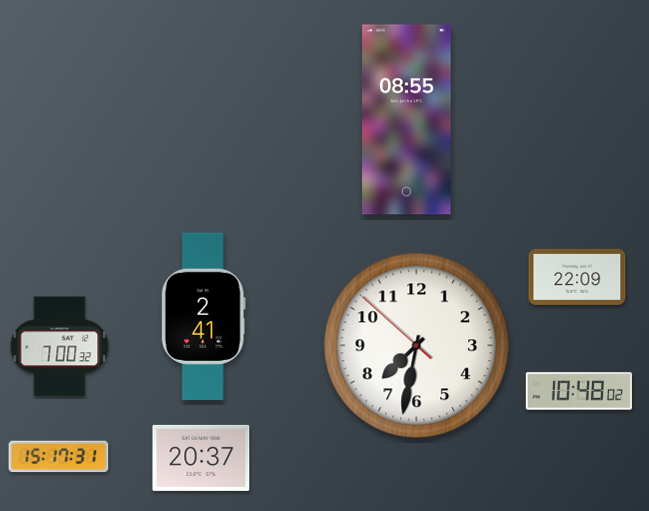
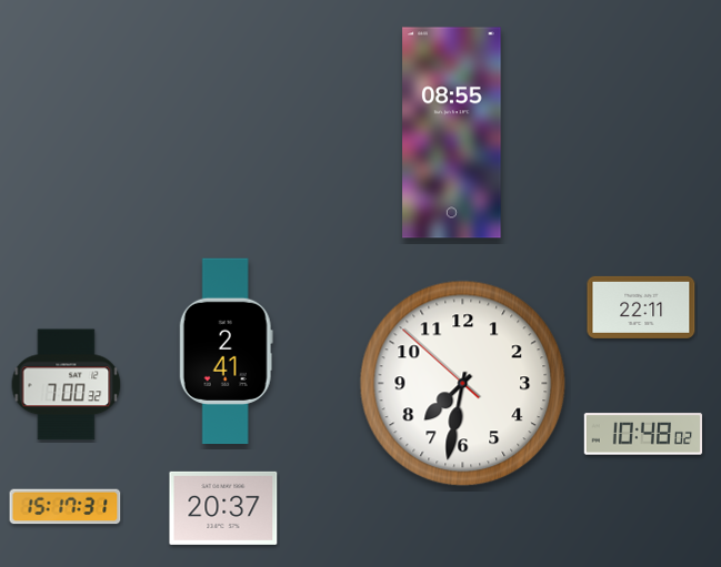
clock at (577, 277): 22:09 -> 22:11
